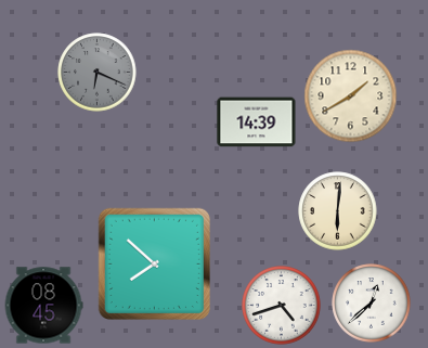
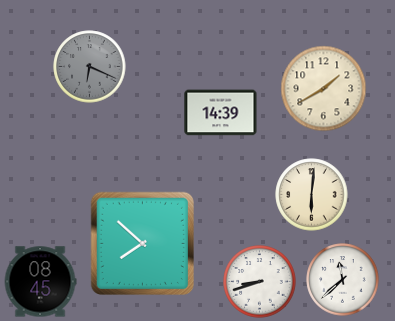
clock at (257, 123) position: (257, 123) -> (221, 113)
clock at (372, 304): 12:38 -> 11:38
clock at (282, 306): 4:42 -> 8:42
